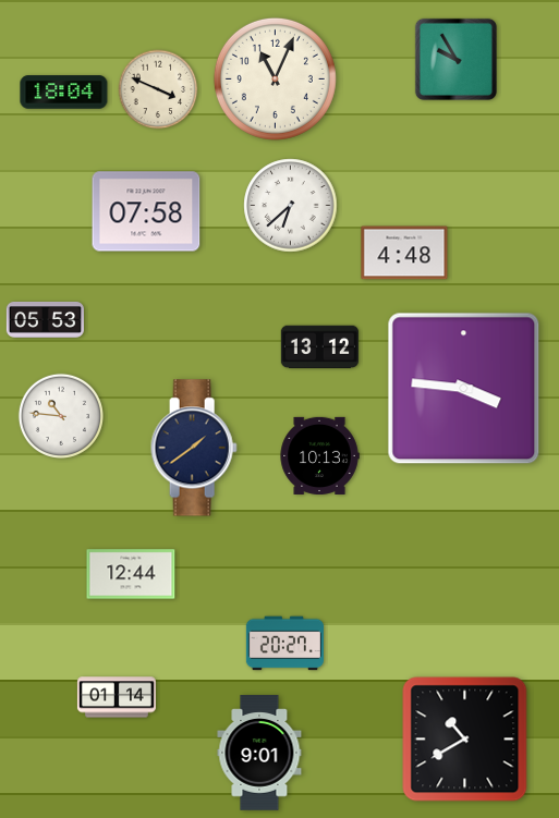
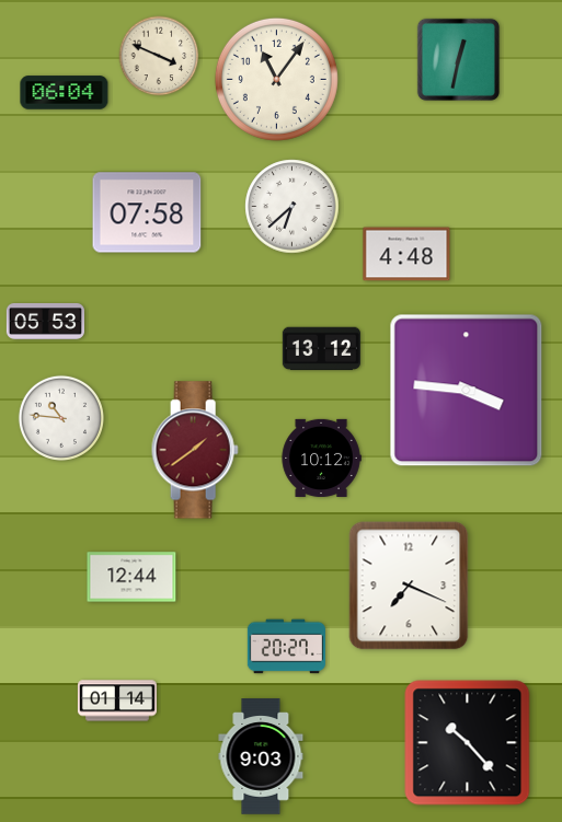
clock at (455, 59): 9:55 -> 12:32
clock at (275, 78): 11:04 -> 11:06
clock at (158, 89) position: (158, 89) -> (159, 56)
clock at (64, 93): 18:04 -> 06:04
clock at (194, 448) dial: navy -> burgundy
clock at (319, 455): 10:13 -> 10:12
clock at (409, 586): none -> 7:19
clock at (465, 740): 10:40 -> 10:23
clock at (259, 753): 9:01 -> 9:03
